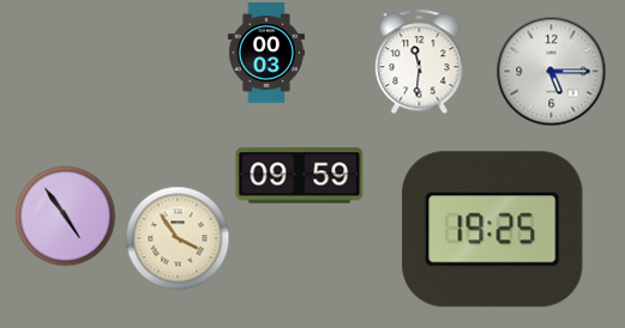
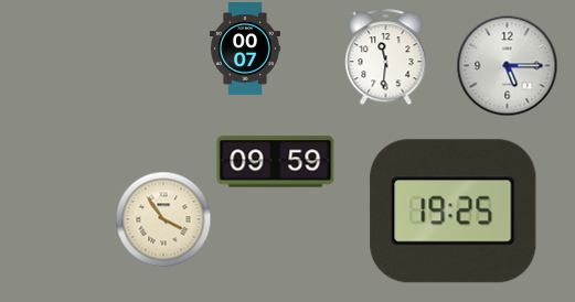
clock at (266, 53): 00:03 -> 00:07
clock at (65, 215): 4:54 -> none
